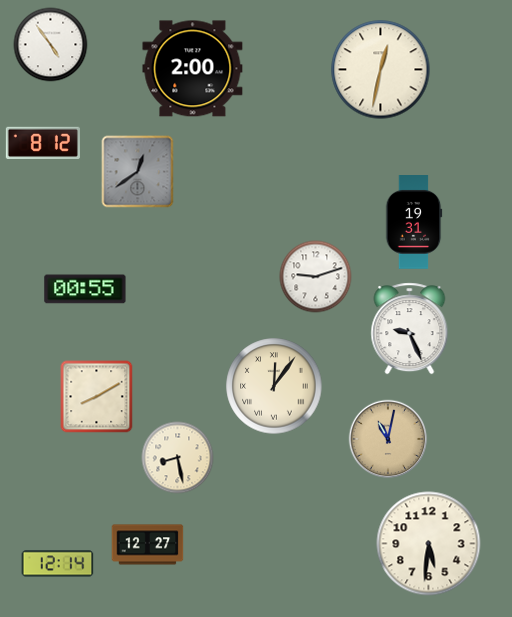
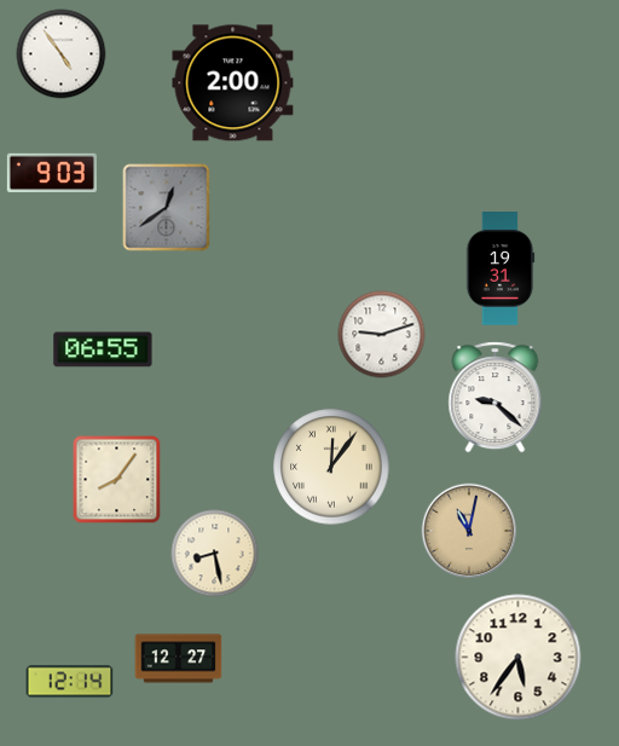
clock at (381, 70): 12:32 -> none
clock at (43, 142): 8:12 -> 9:03
clock at (85, 289): 00:55 -> 06:55
clock at (410, 329): 9:26 -> 9:22
clock at (97, 397): 8:10 -> 8:06
clock at (429, 544): 5:31 -> 5:36
